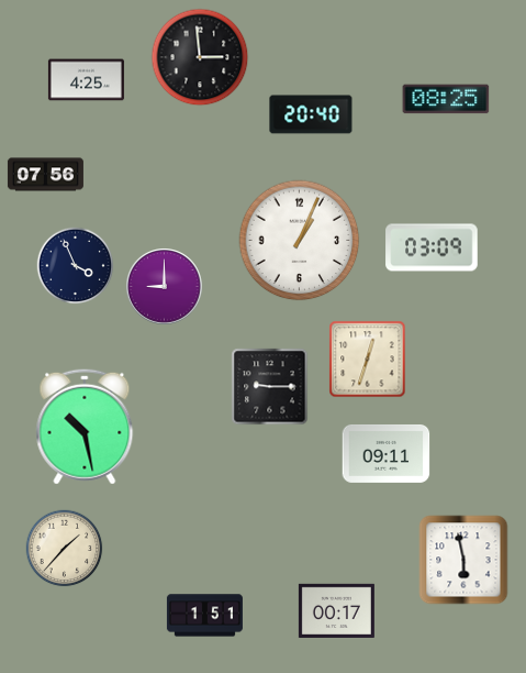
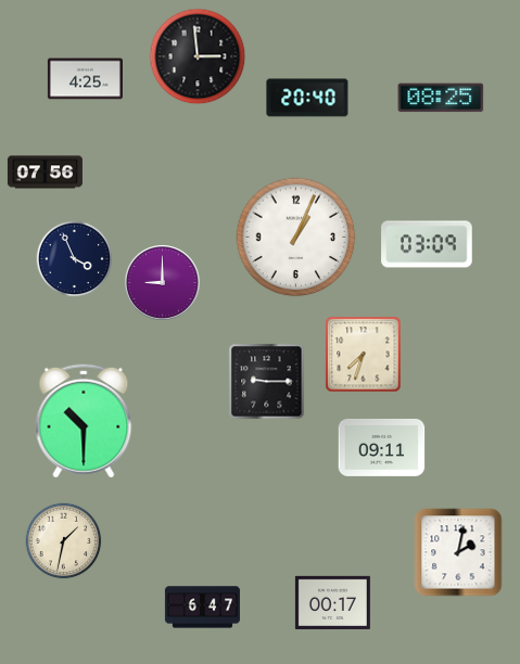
clock at (311, 114) position: (311, 114) -> (307, 98)
clock at (76, 266) position: (76, 266) -> (75, 259)
clock at (368, 360): 12:33 -> 7:33
clock at (85, 427): 10:28 -> 10:30
clock at (65, 549): 1:37 -> 1:32
clock at (463, 560): 5:58 -> 2:02
clock at (204, 616): 1:51 -> 6:47
